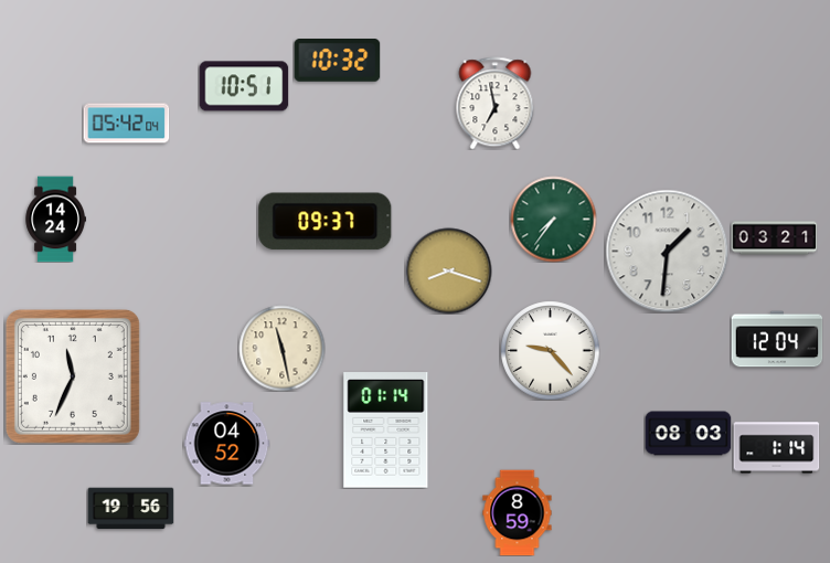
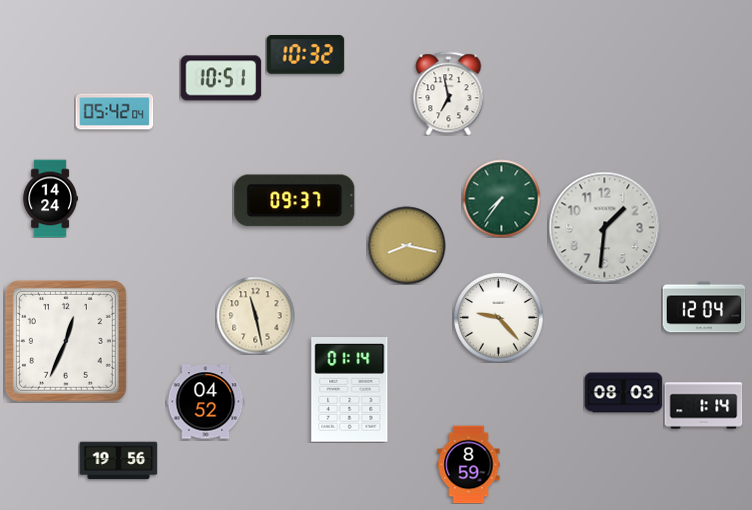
clock at (774, 238): 03:21 -> none
clock at (448, 270): 8:18 -> 8:17
clock at (73, 376): 11:34 -> 12:34
